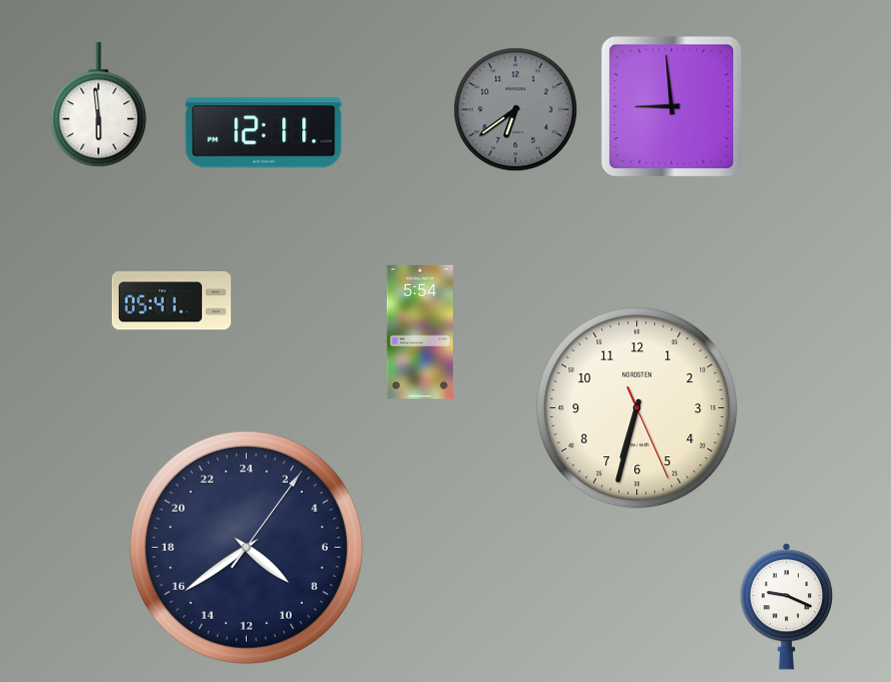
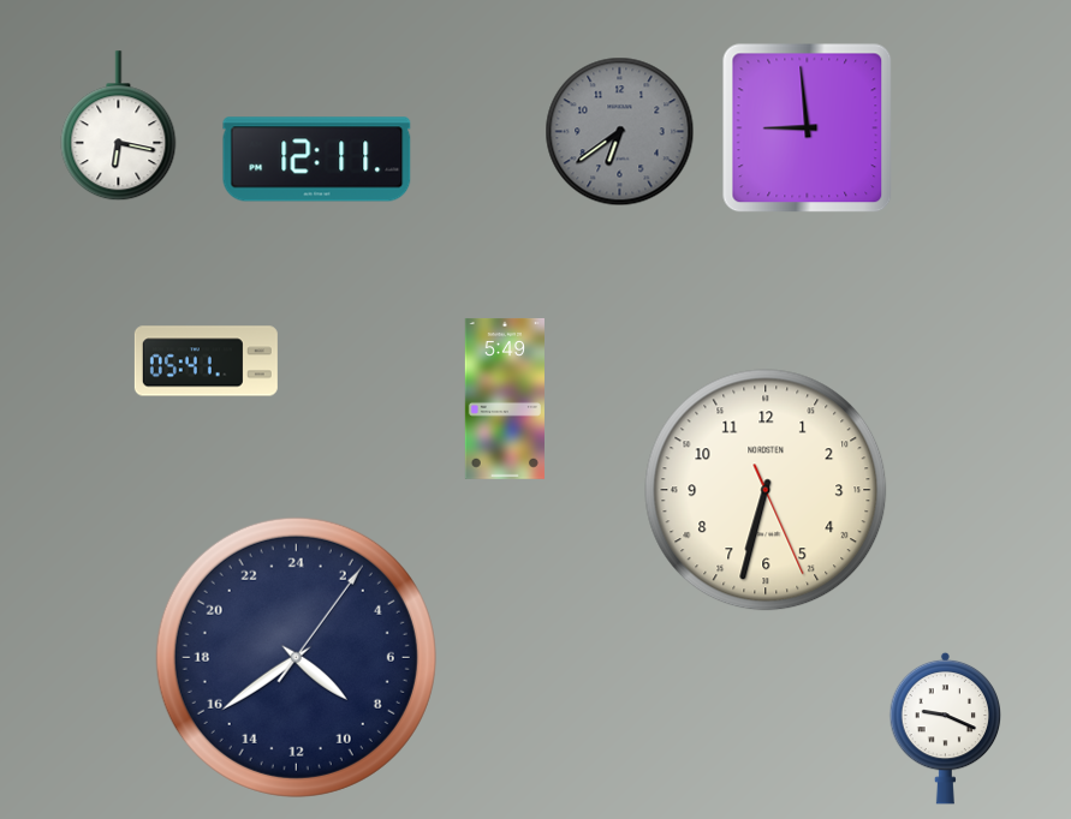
clock at (99, 105): 5:59 -> 6:17
clock at (420, 332): 5:54 -> 5:49
